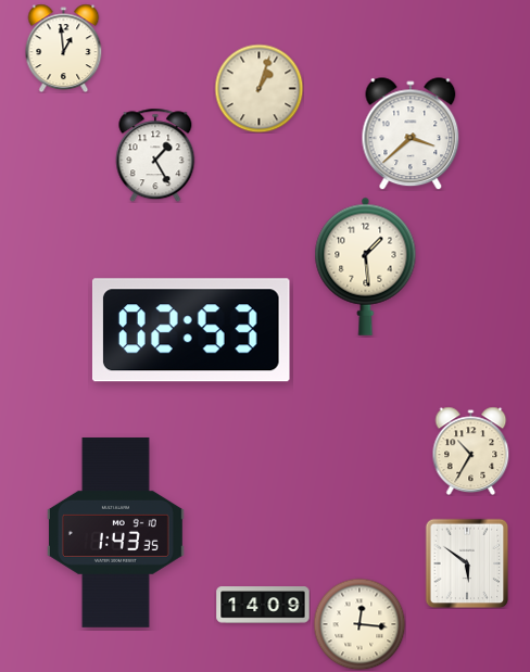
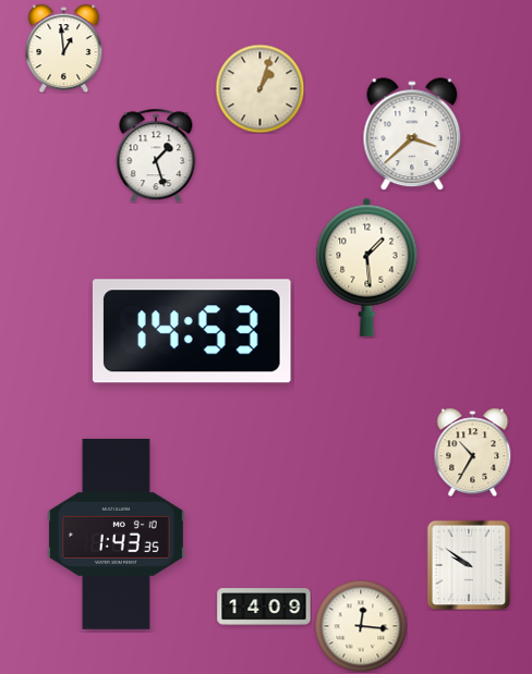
clock at (155, 155): 1:25 -> 1:27
clock at (191, 330): 02:53 -> 14:53
clock at (467, 563): 5:51 -> 9:51
